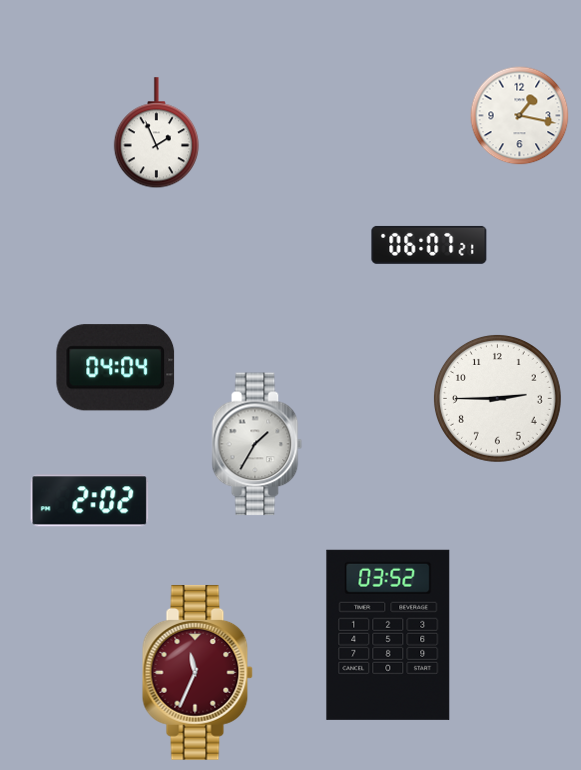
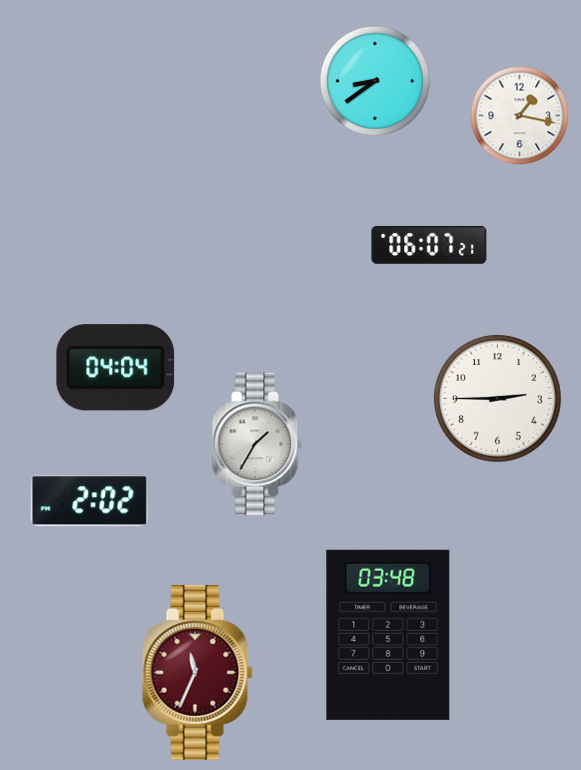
clock at (374, 80): none -> 8:39
clock at (156, 133): 1:56 -> none
clock at (388, 635): 03:52 -> 03:48
